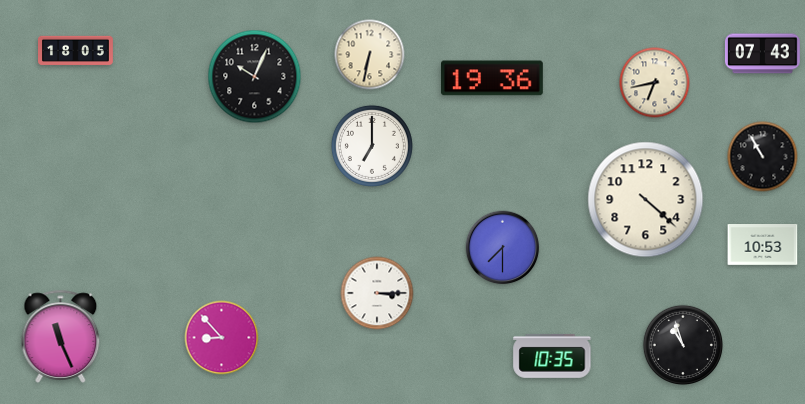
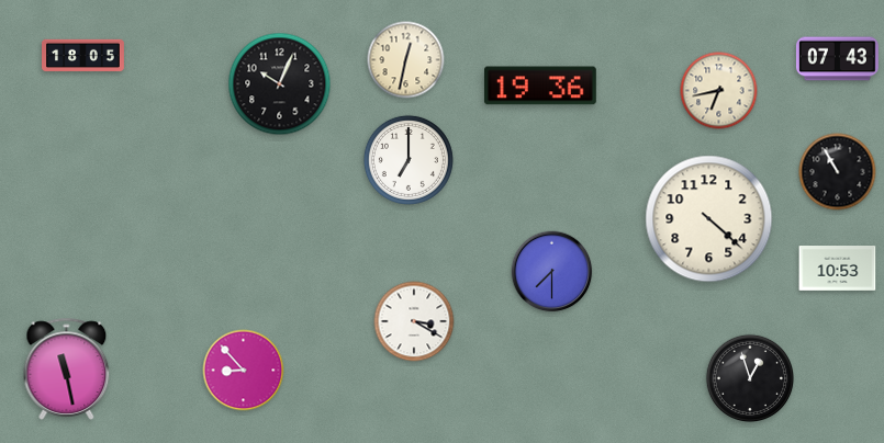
clock at (370, 55): 6:32 -> 12:32
clock at (377, 293): 3:15 -> 3:20
clock at (61, 336): 11:26 -> 11:28
clock at (682, 344): 10:57 -> 12:57
clock at (552, 356): 10:35 -> none
